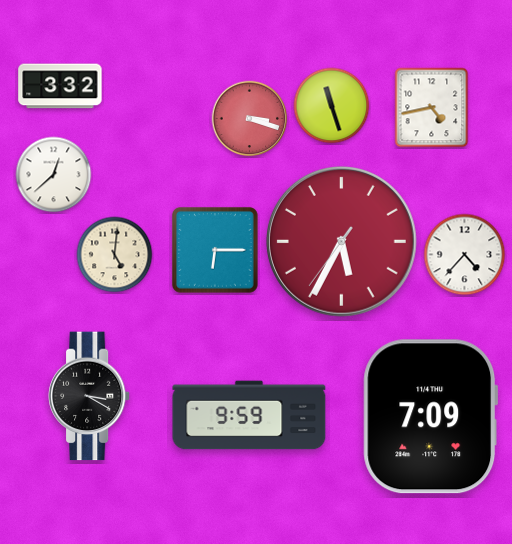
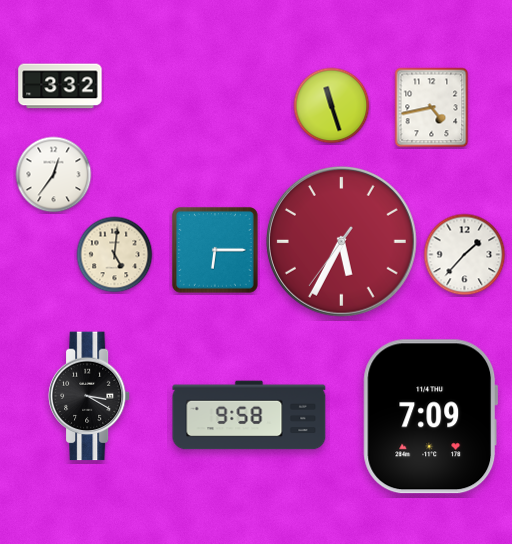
clock at (250, 119): 3:18 -> none
clock at (54, 175): 12:38 -> 12:36
clock at (465, 255): 4:37 -> 1:37
clock at (249, 415): 9:59 -> 9:58
